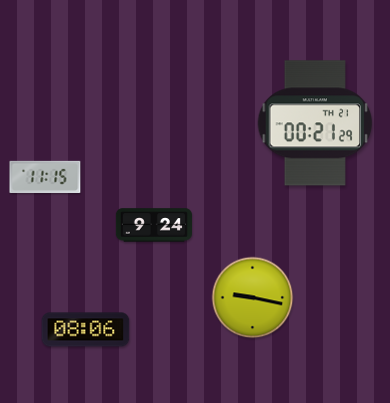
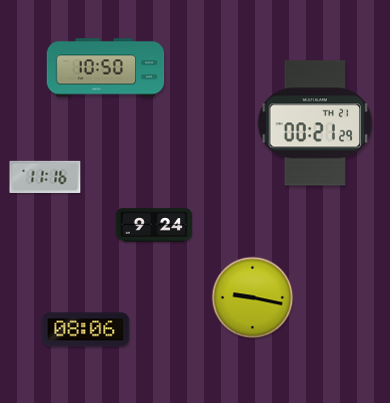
clock at (106, 68): none -> 10:50
clock at (45, 176): 11:15 -> 11:16
